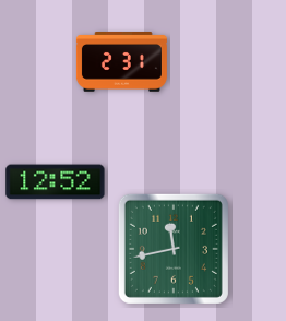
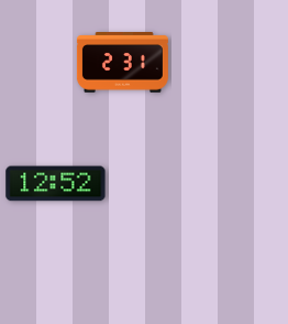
clock at (174, 249): 11:43 -> none
